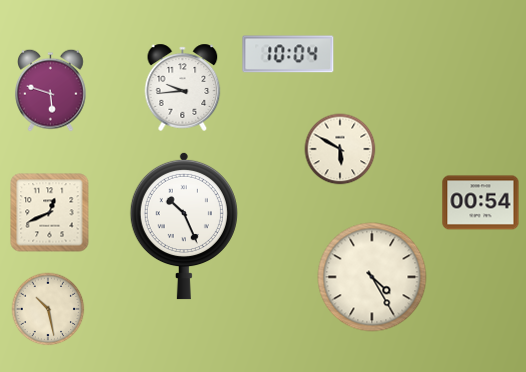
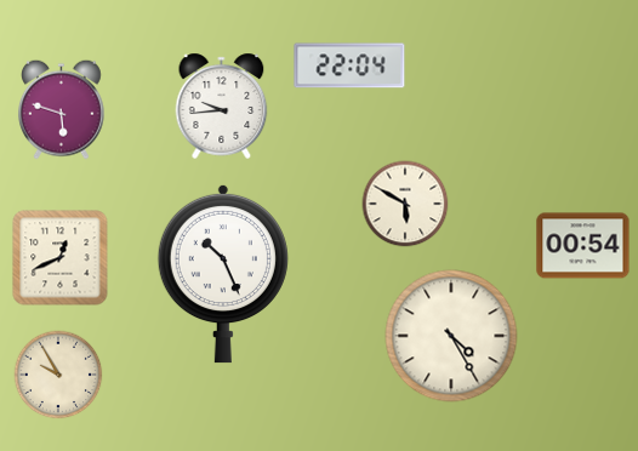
clock at (288, 54): 10:04 -> 22:04
clock at (340, 149) position: (340, 149) -> (405, 204)
clock at (48, 309): 10:28 -> 9:55
